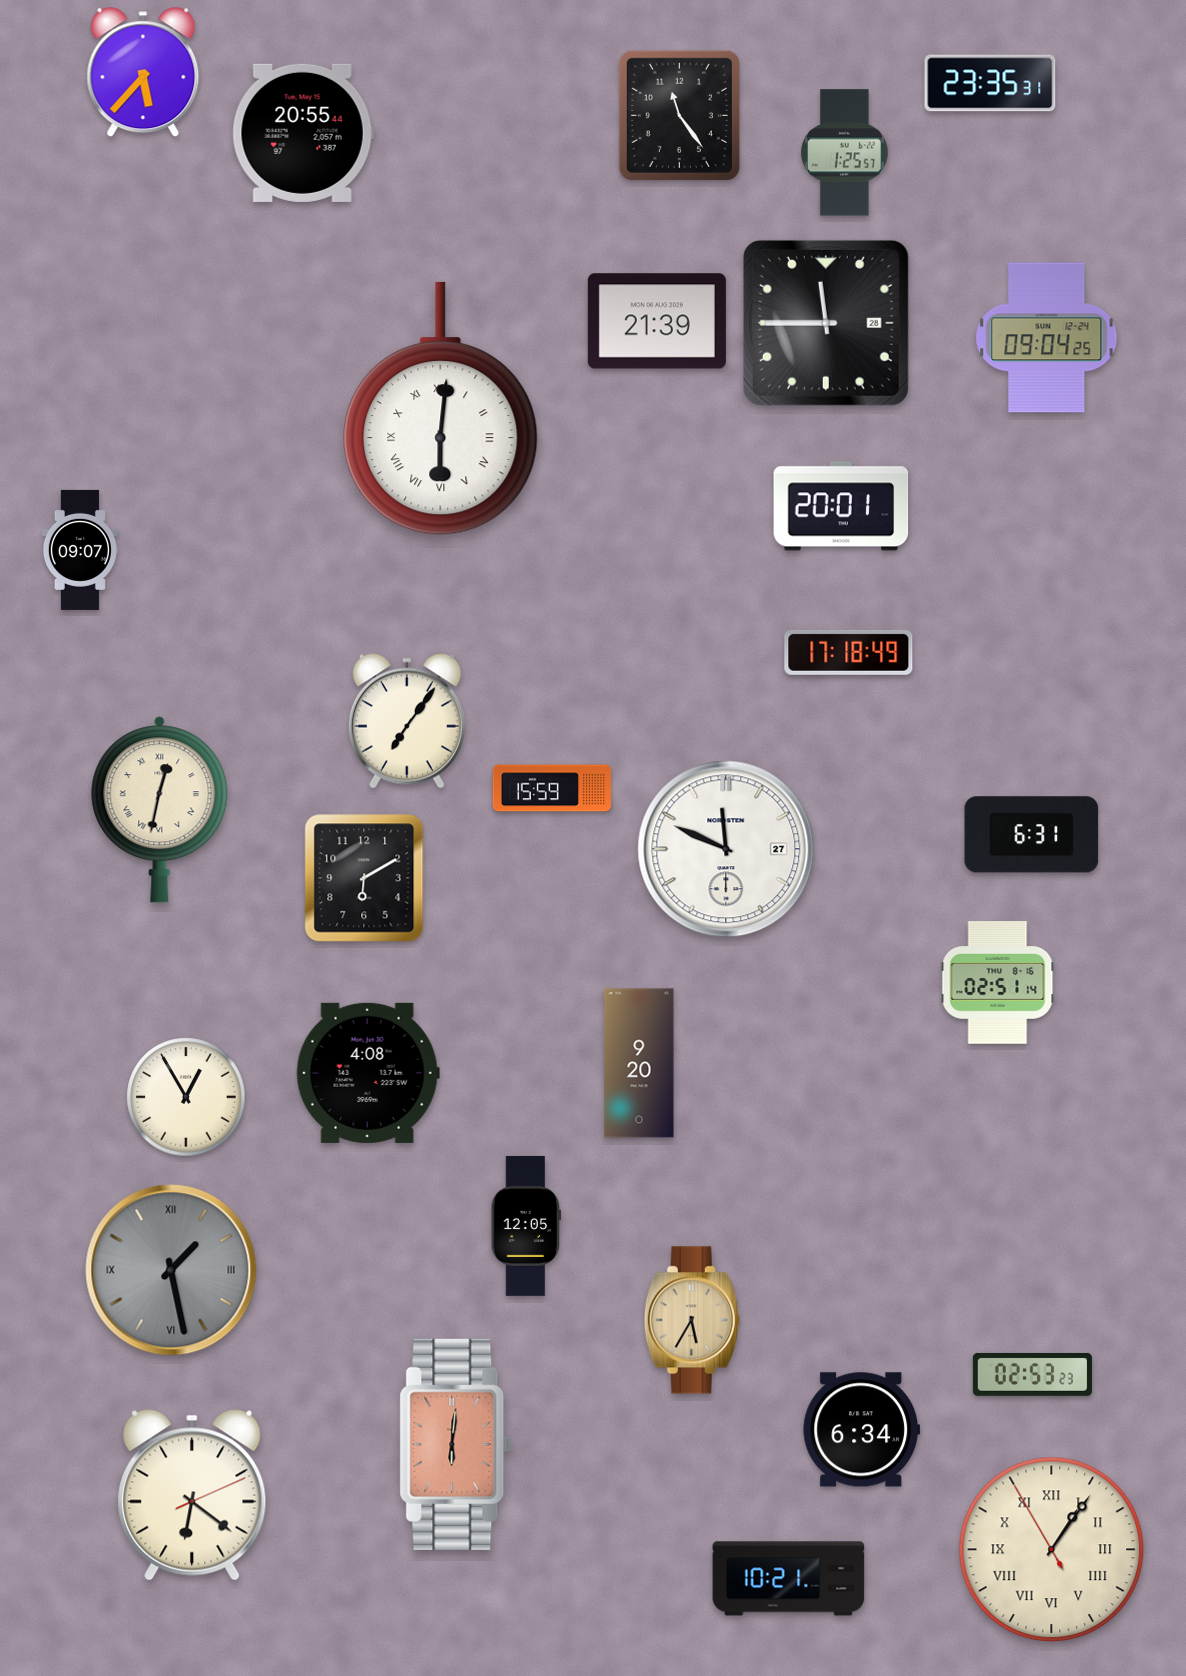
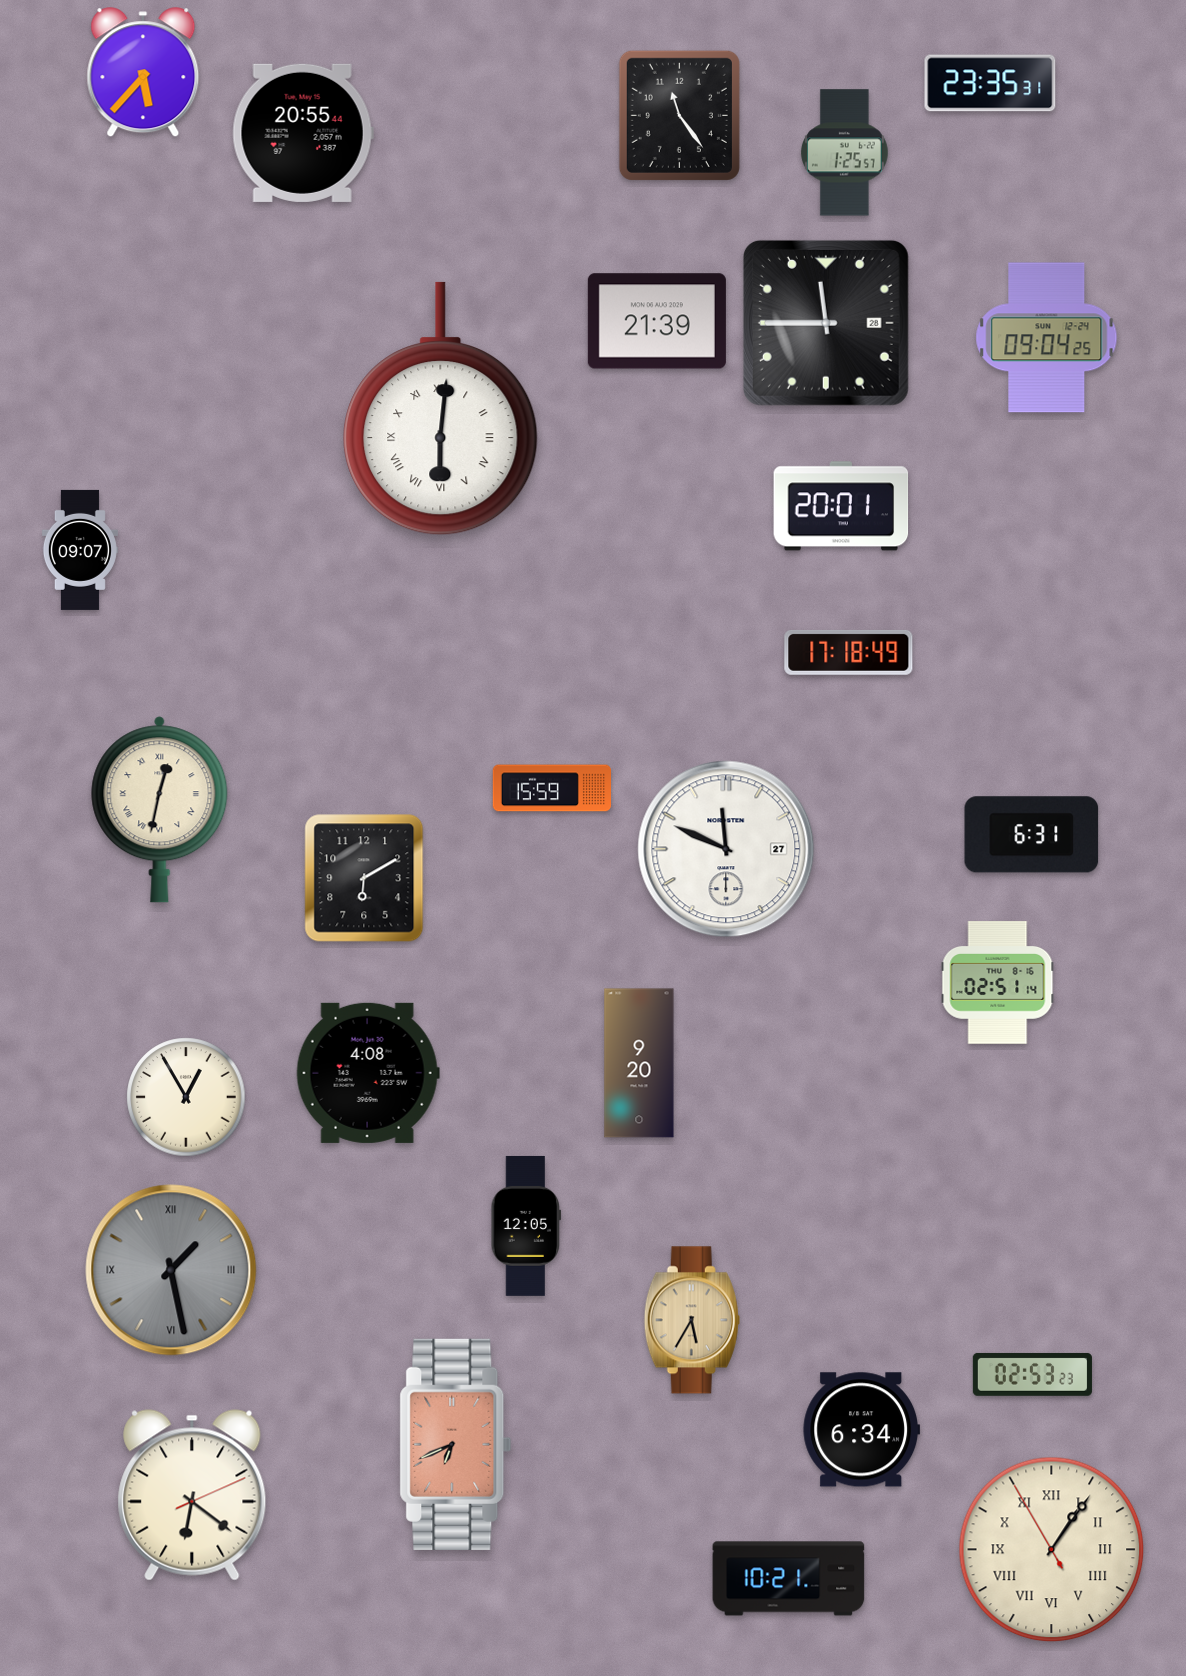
clock at (407, 721): 7:06 -> none
clock at (456, 1444): 6:01 -> 6:41
